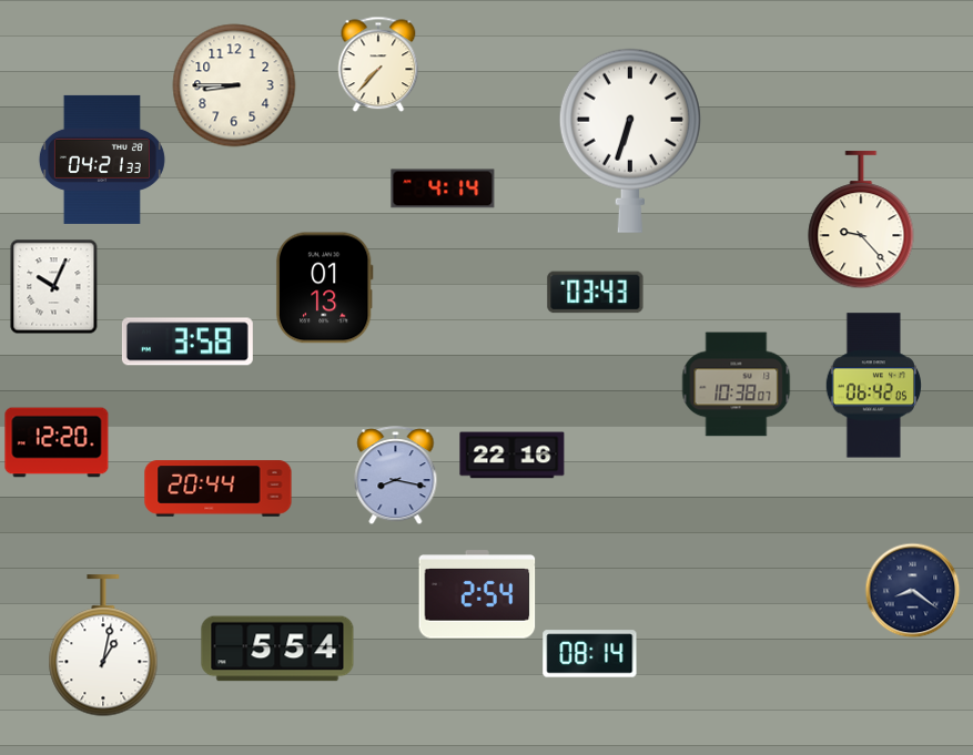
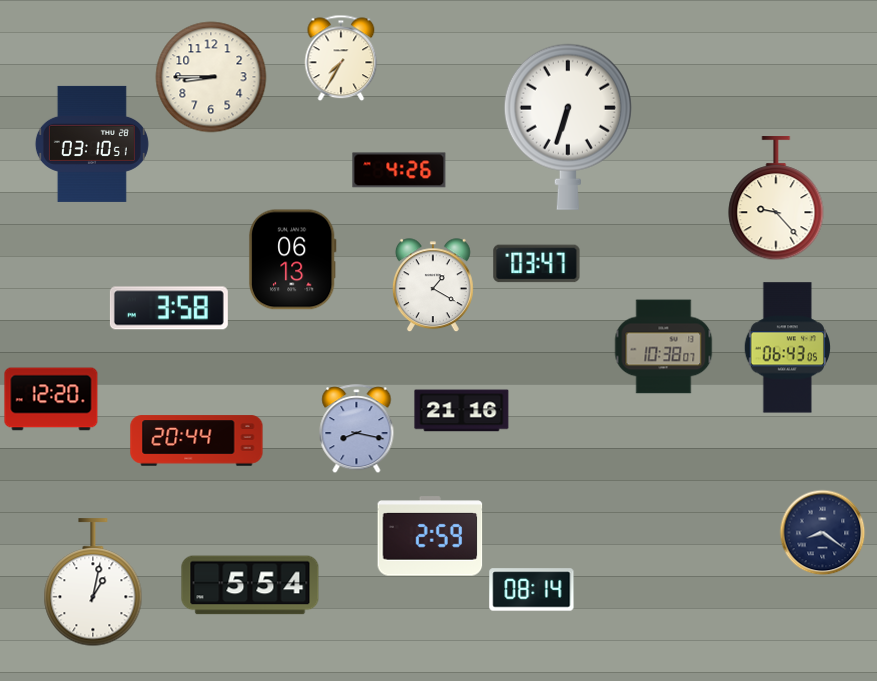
clock at (378, 64): 7:37 -> 7:35
clock at (102, 160): 04:21 -> 03:10
clock at (443, 188): 4:14 -> 4:26
clock at (54, 286): 10:04 -> none
clock at (324, 288): 01:13 -> 06:13
clock at (596, 293): 03:43 -> 03:47
clock at (433, 285): none -> 1:20
clock at (873, 386): 06:42 -> 06:43
clock at (513, 456): 22:16 -> 21:16
clock at (477, 594): 2:54 -> 2:59
